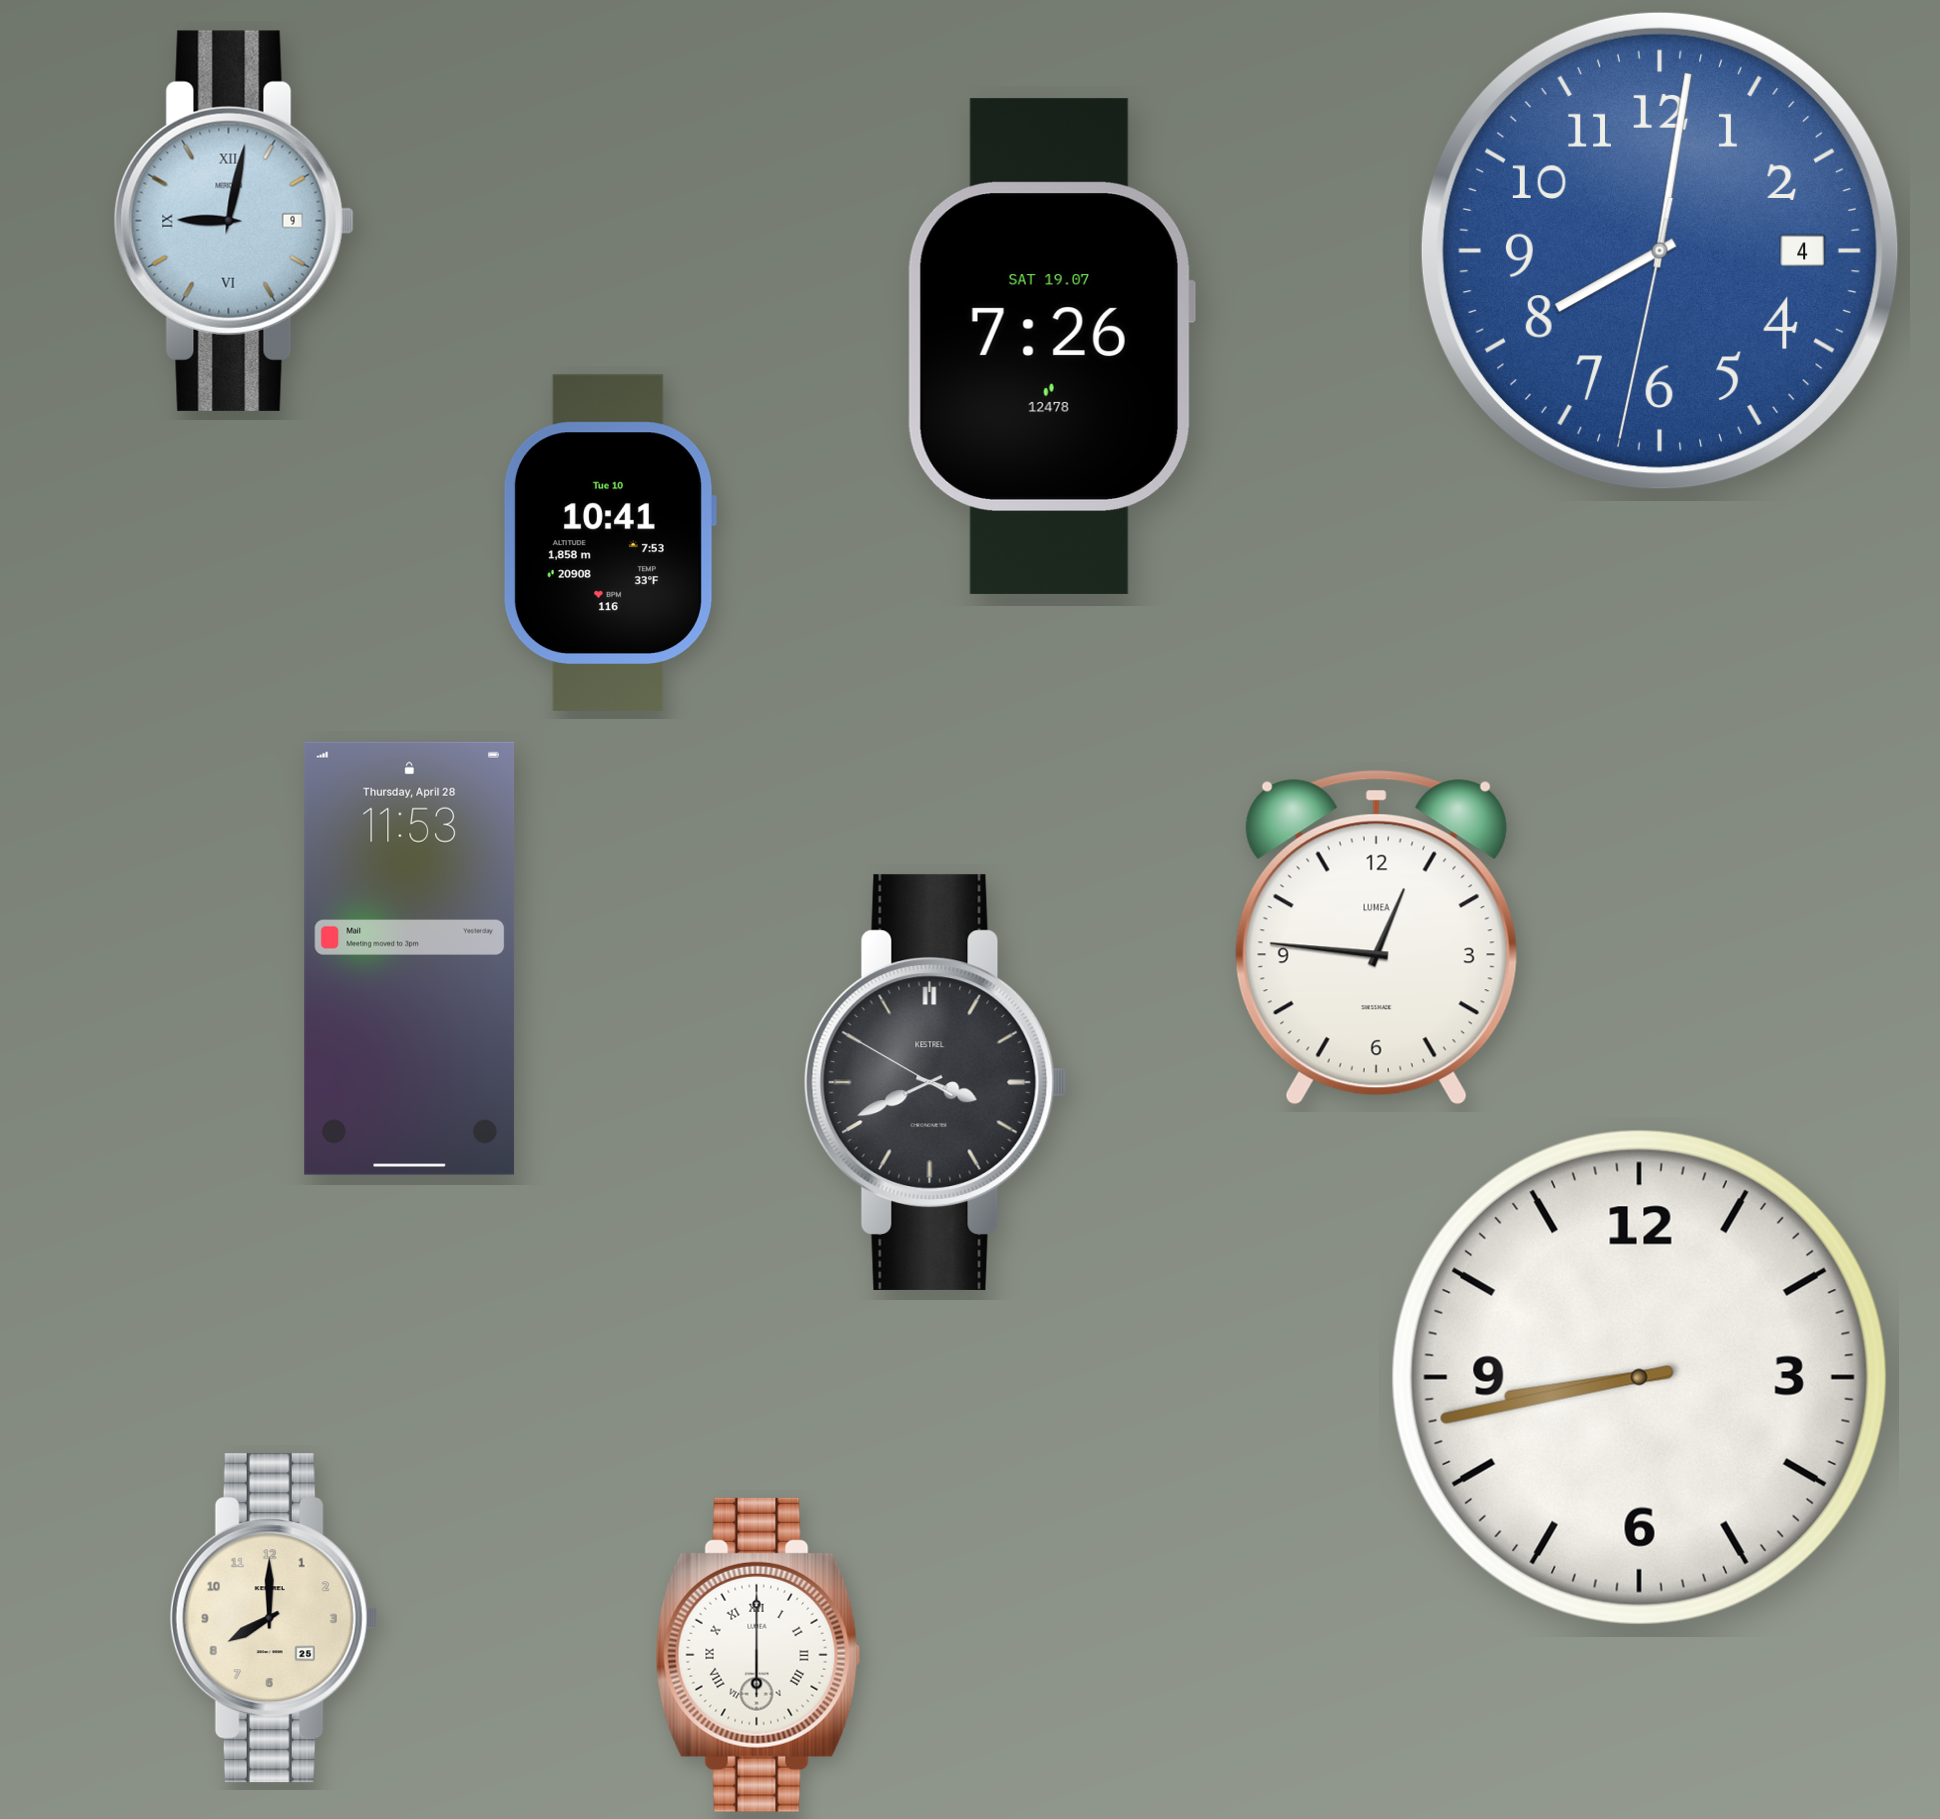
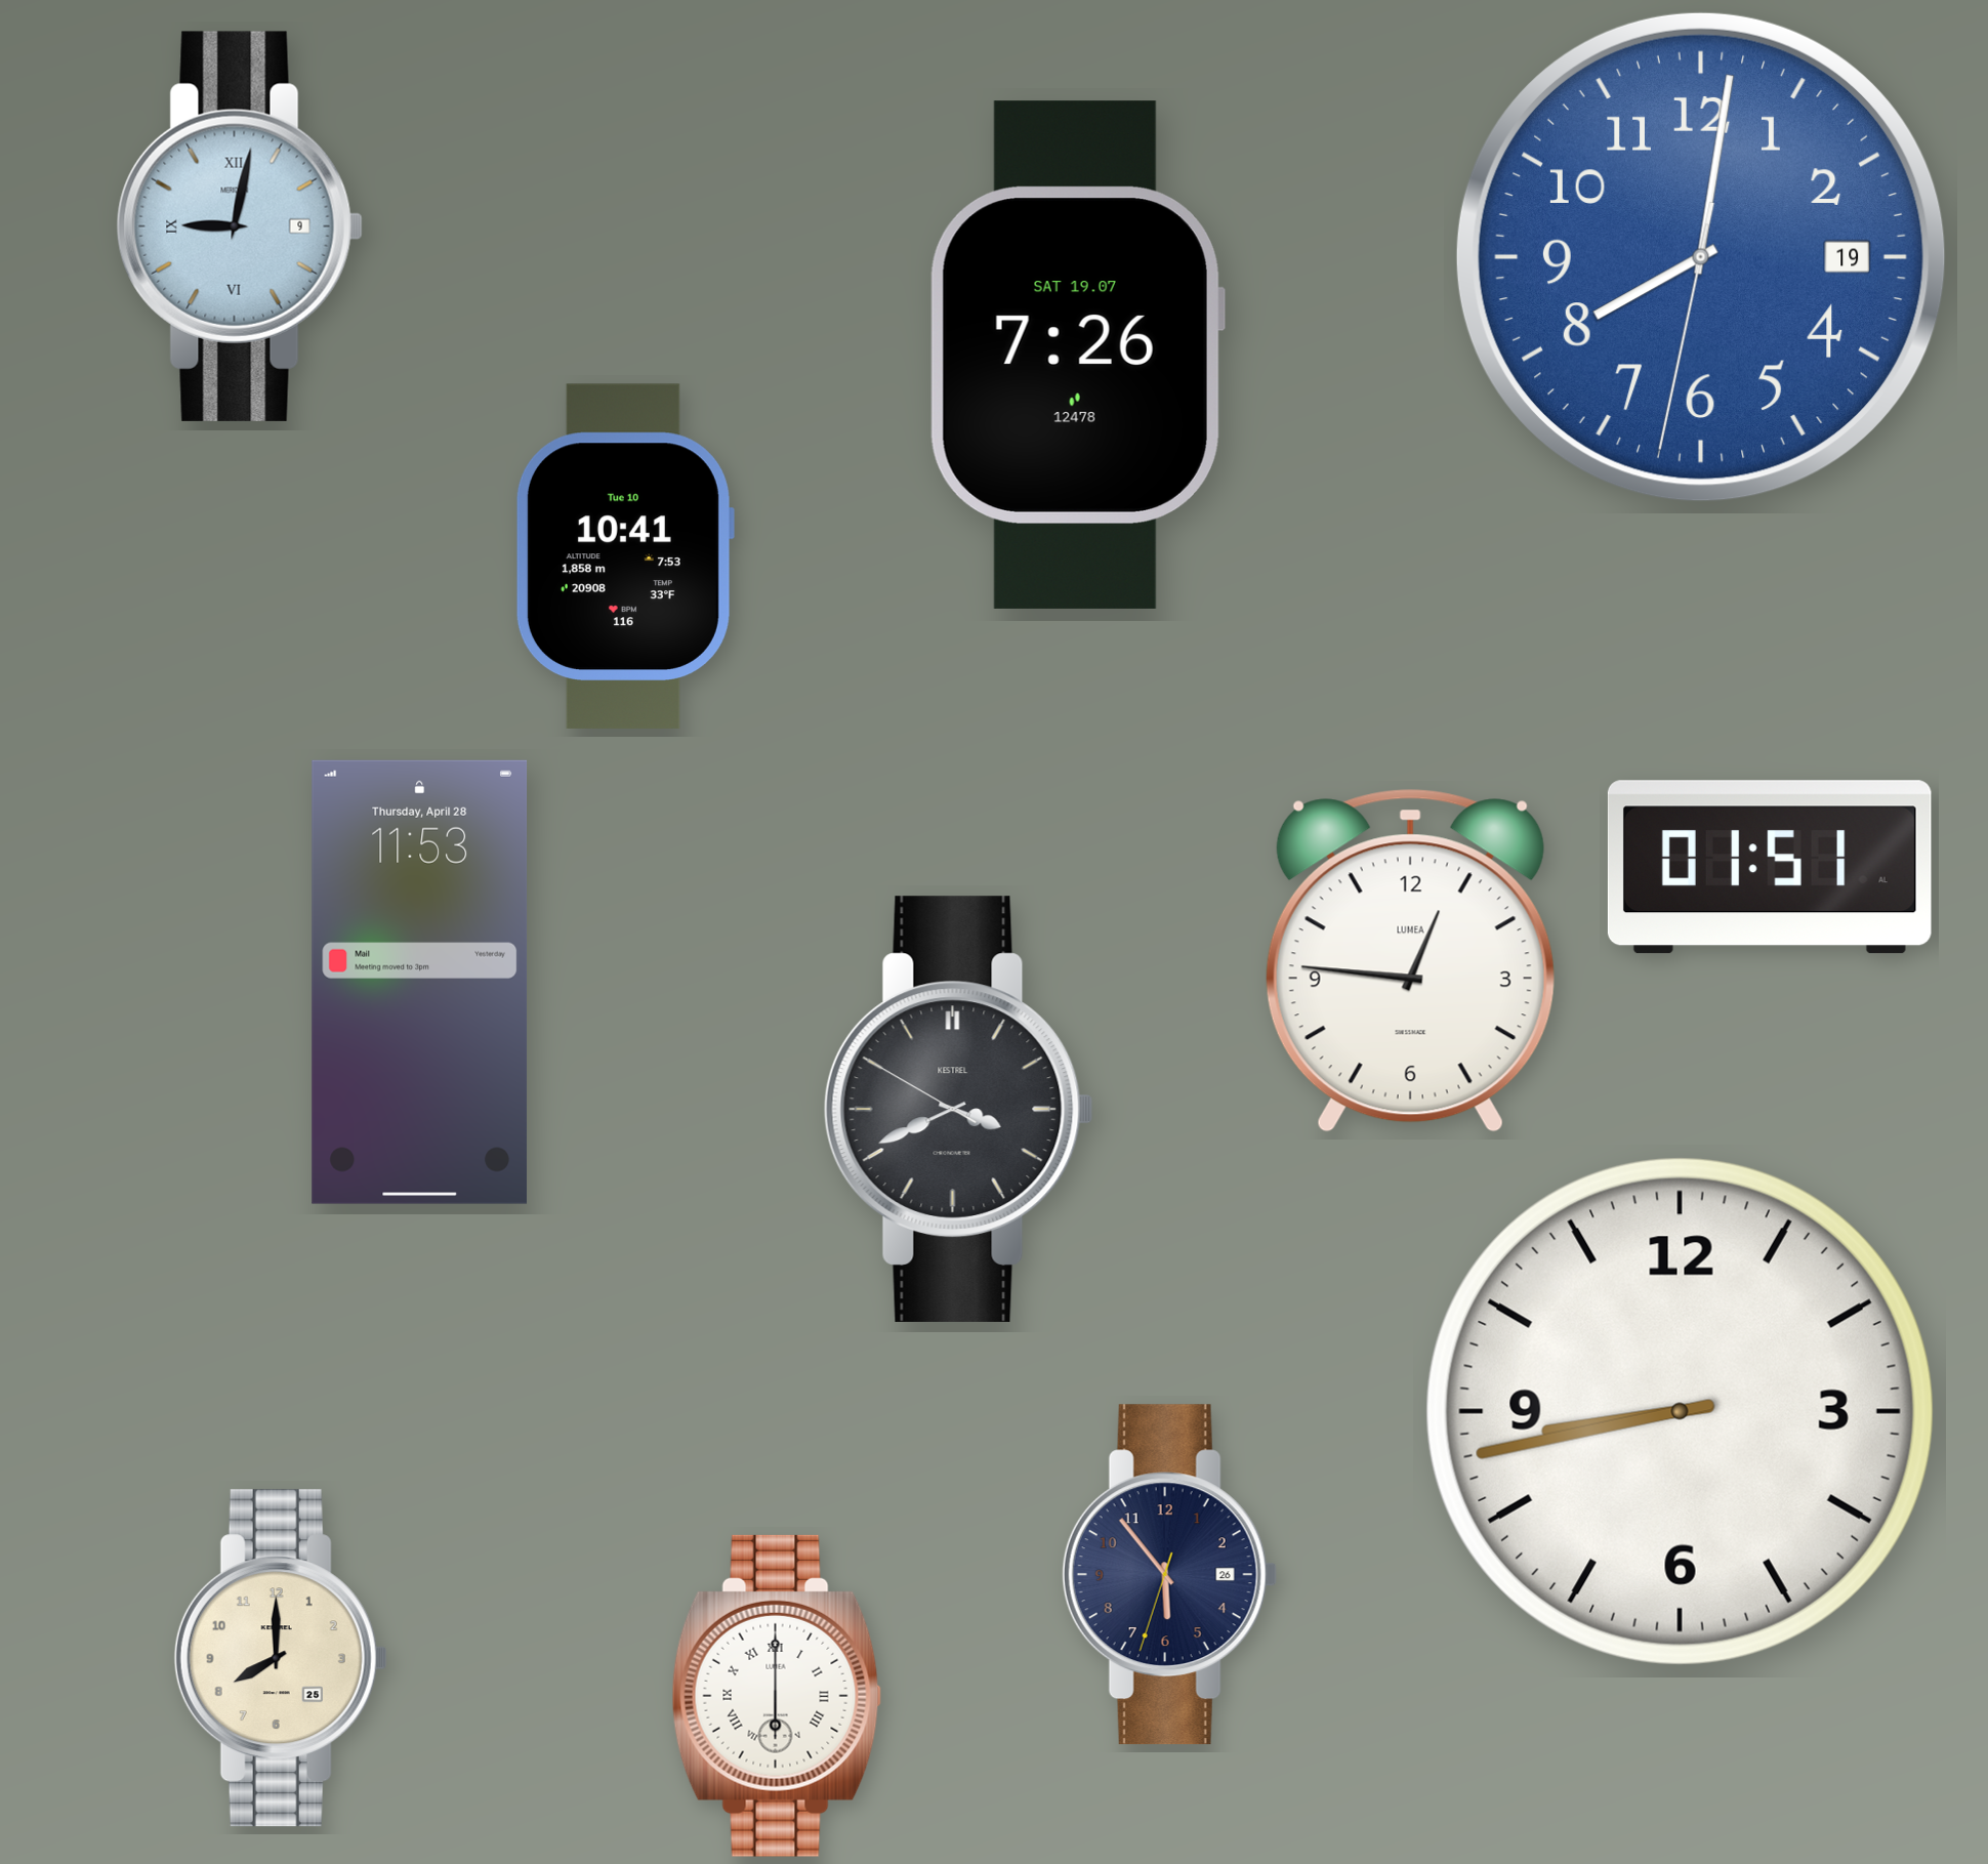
clock at (1660, 251) date: 4 -> 19
clock at (1770, 867): none -> 01:51
clock at (1169, 1575): none -> 5:53
